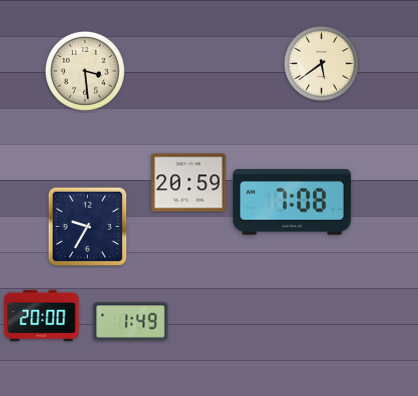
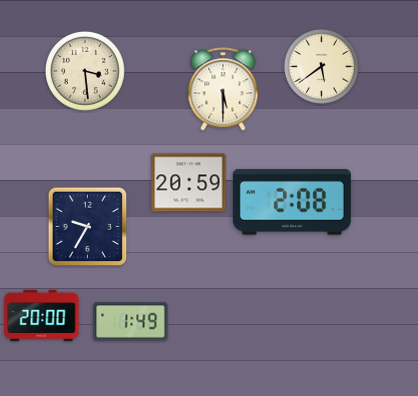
clock at (321, 63) position: (321, 63) -> (321, 66)
clock at (223, 89): none -> 5:30
clock at (292, 202): 7:08 -> 2:08
